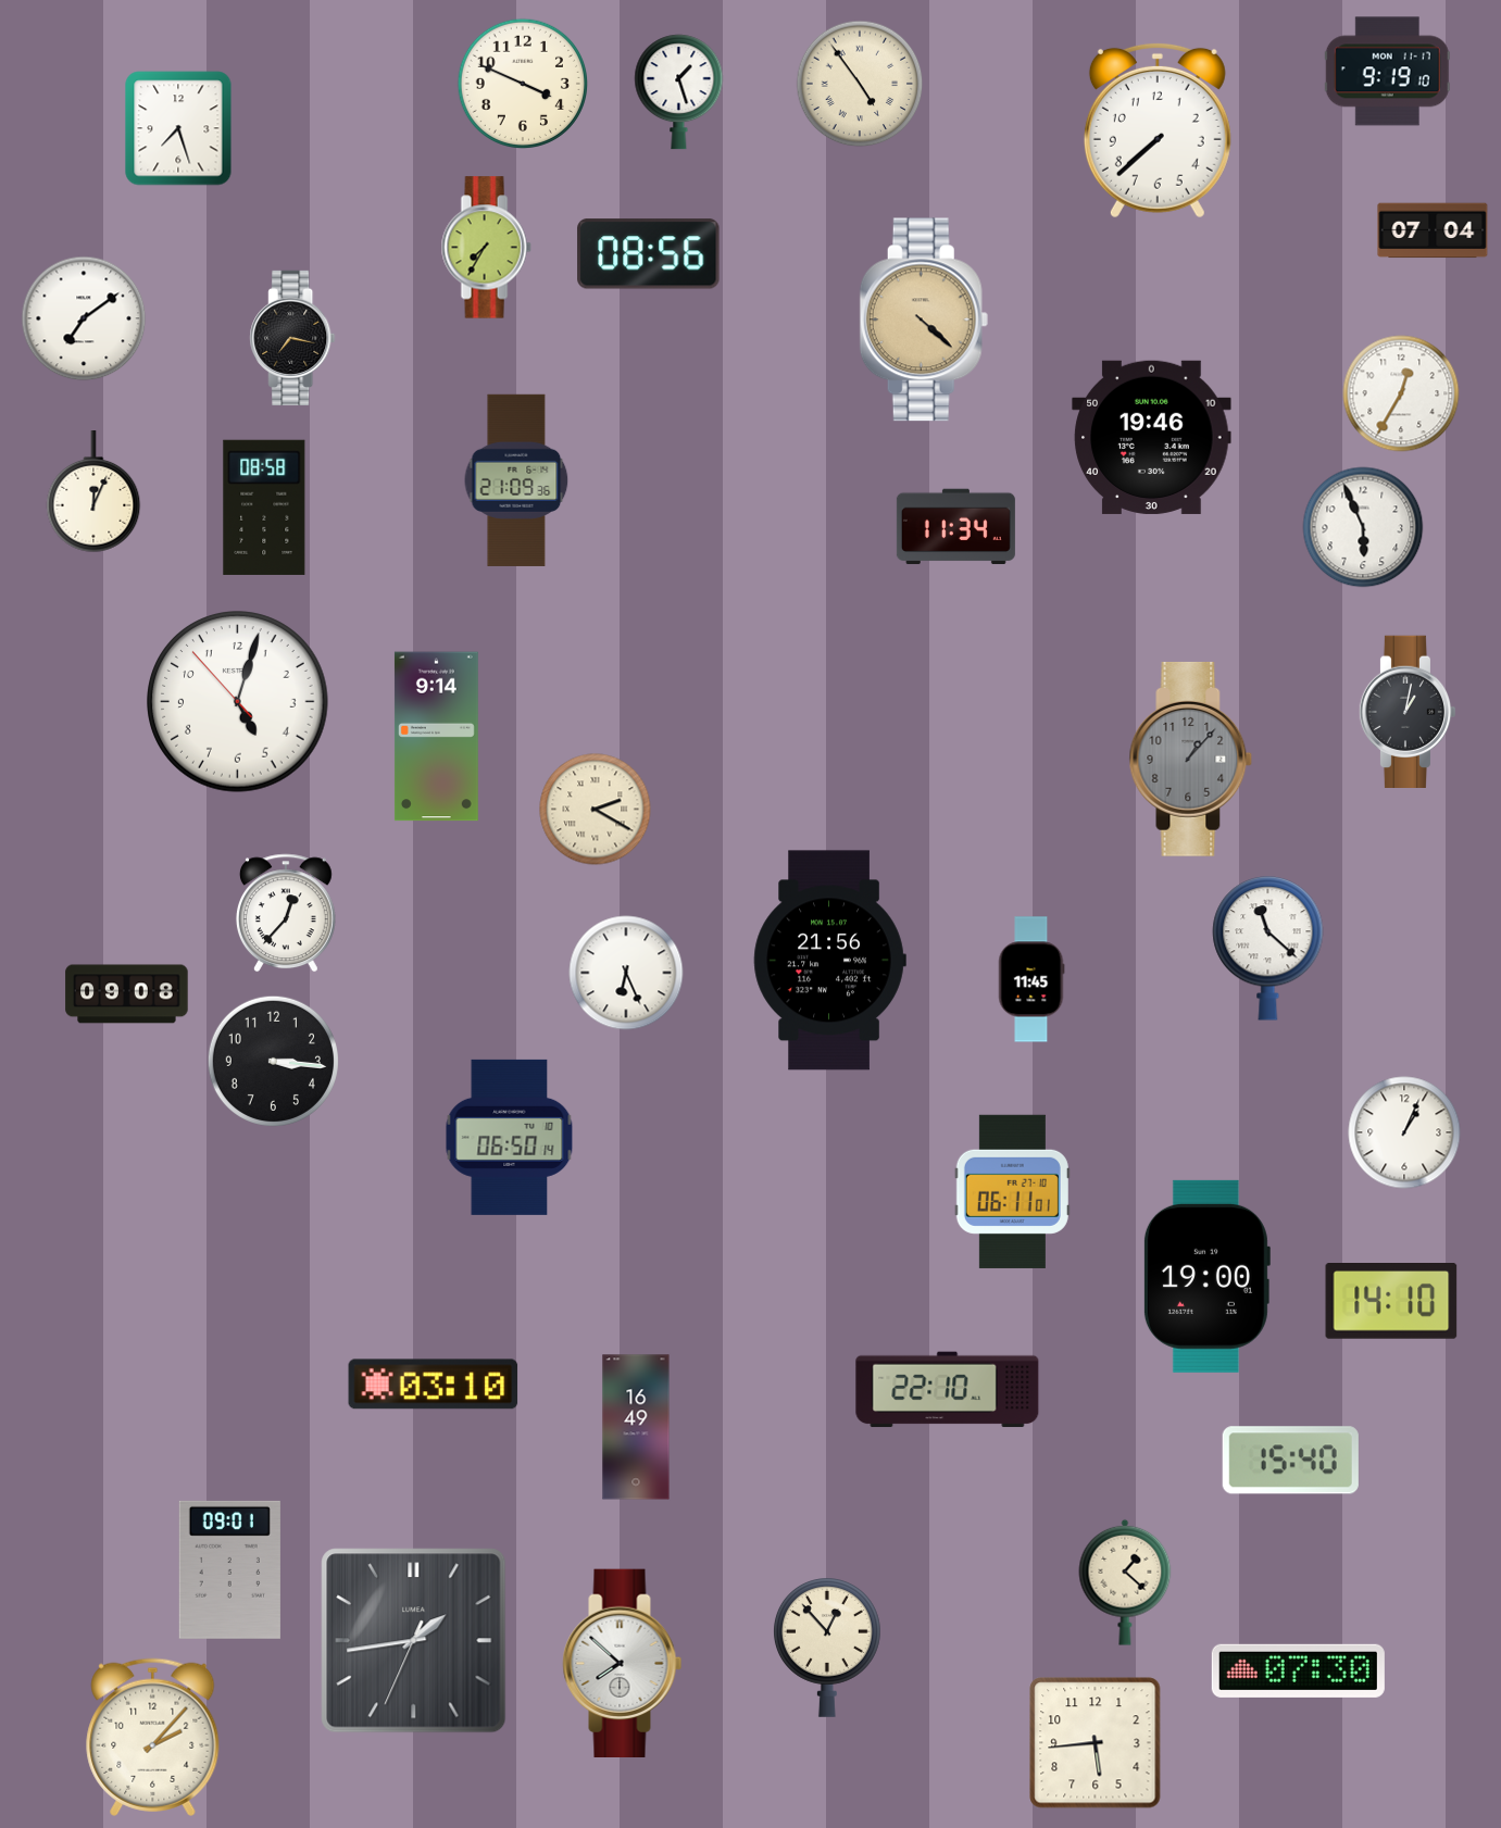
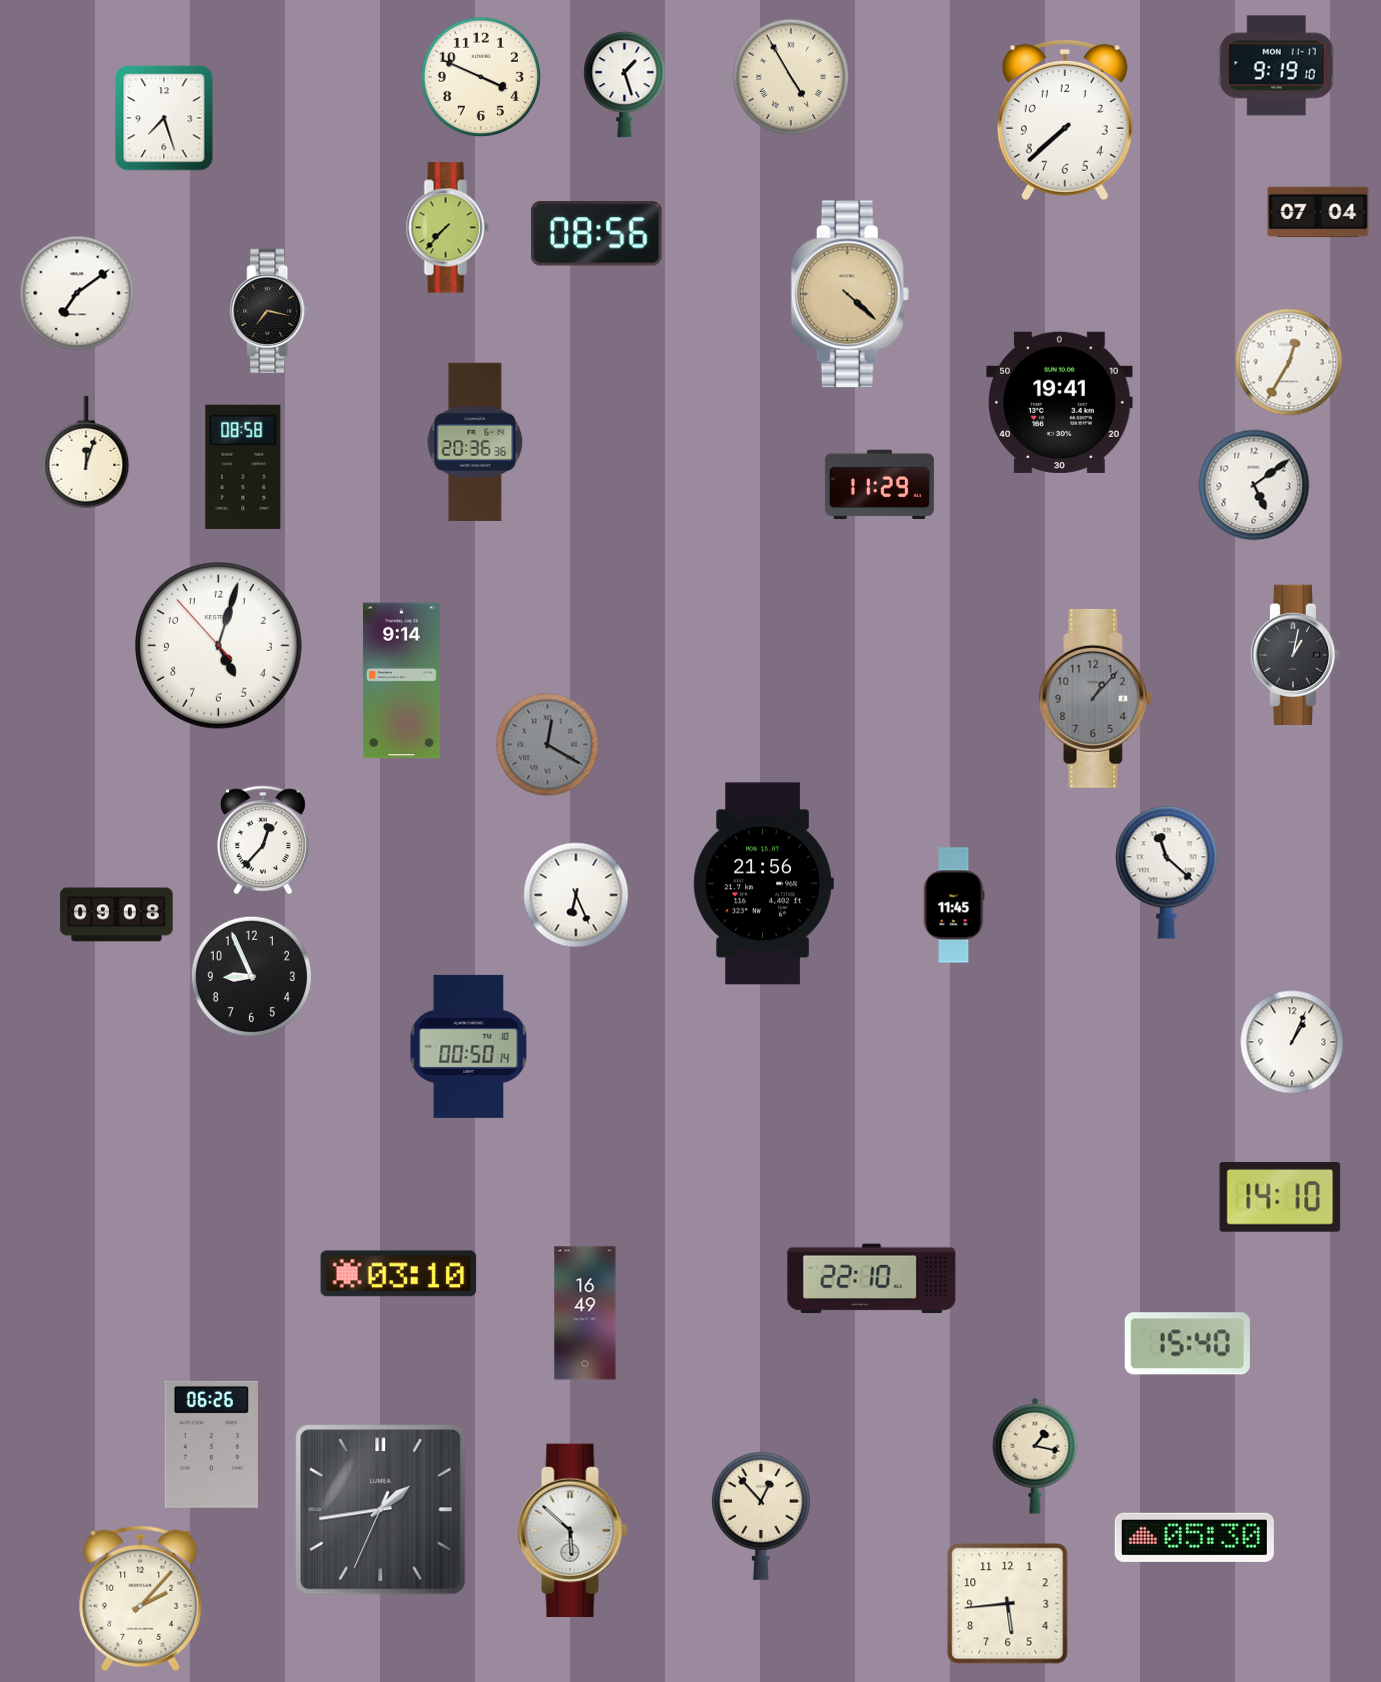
clock at (860, 84): 4:54 -> 4:55
clock at (486, 248): 7:35 -> 7:37
clock at (1152, 437): 19:46 -> 19:41
clock at (516, 480): 21:09 -> 20:36
clock at (93, 492): 12:04 -> 12:03
clock at (955, 527): 11:34 -> 11:29
clock at (1363, 527): 5:56 -> 5:09
clock at (436, 737) position: (436, 737) -> (401, 681)
clock at (596, 810): 2:20 -> 12:20
clock at (596, 810) dial: cream -> grey
clock at (1031, 979) position: (1031, 979) -> (954, 905)
clock at (273, 1061): 3:16 -> 8:56
clock at (510, 1137): 06:50 -> 00:50
clock at (1012, 1191): 06:11 -> none
clock at (1206, 1276): 19:00 -> none
clock at (229, 1569): 09:01 -> 06:26
clock at (1125, 1582): 1:22 -> 1:17
clock at (623, 1663): 7:52 -> 5:52
clock at (1298, 1670): 07:30 -> 05:30
